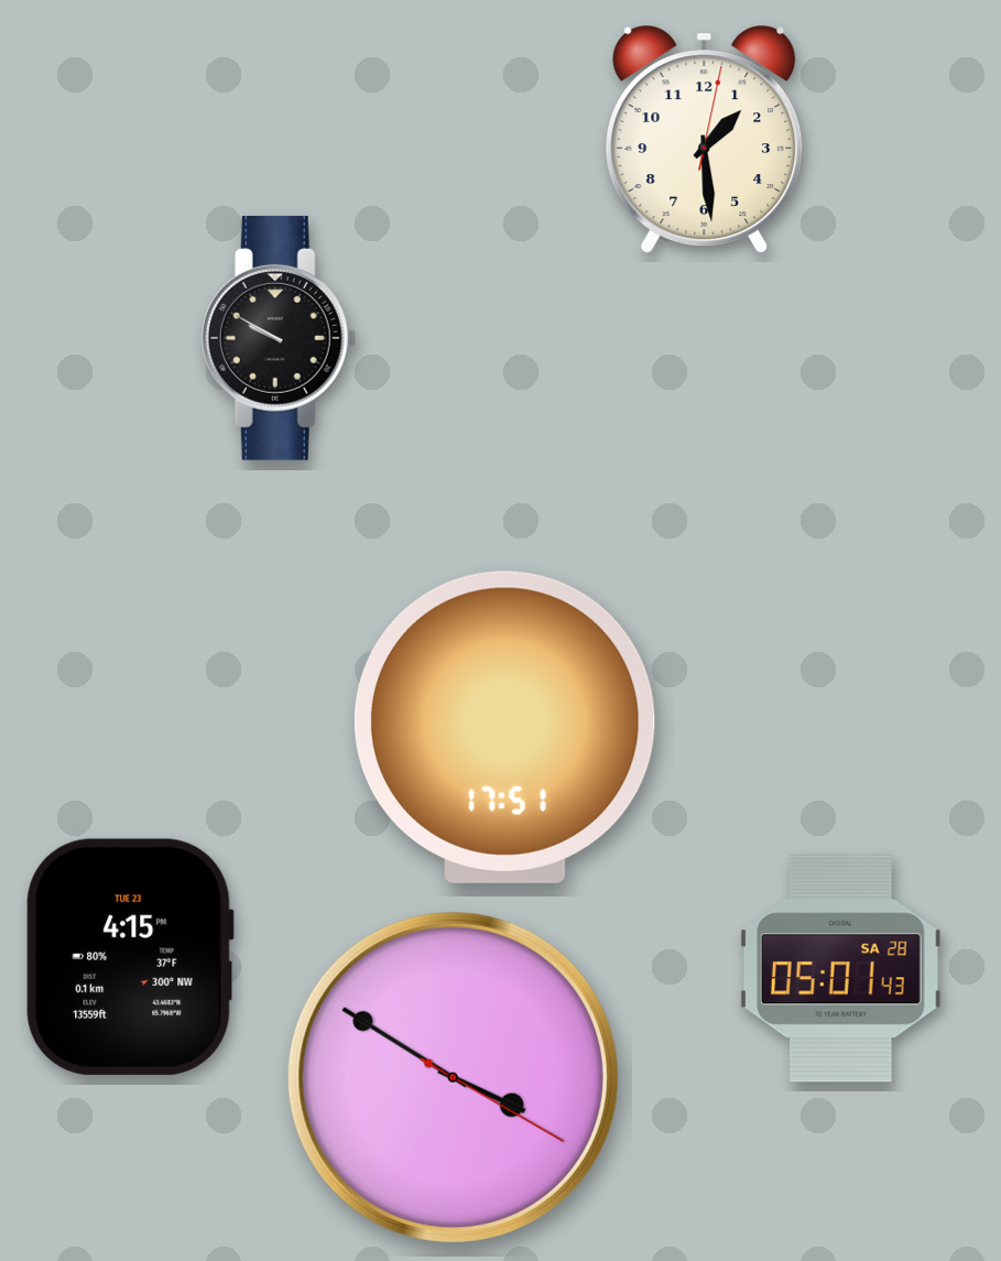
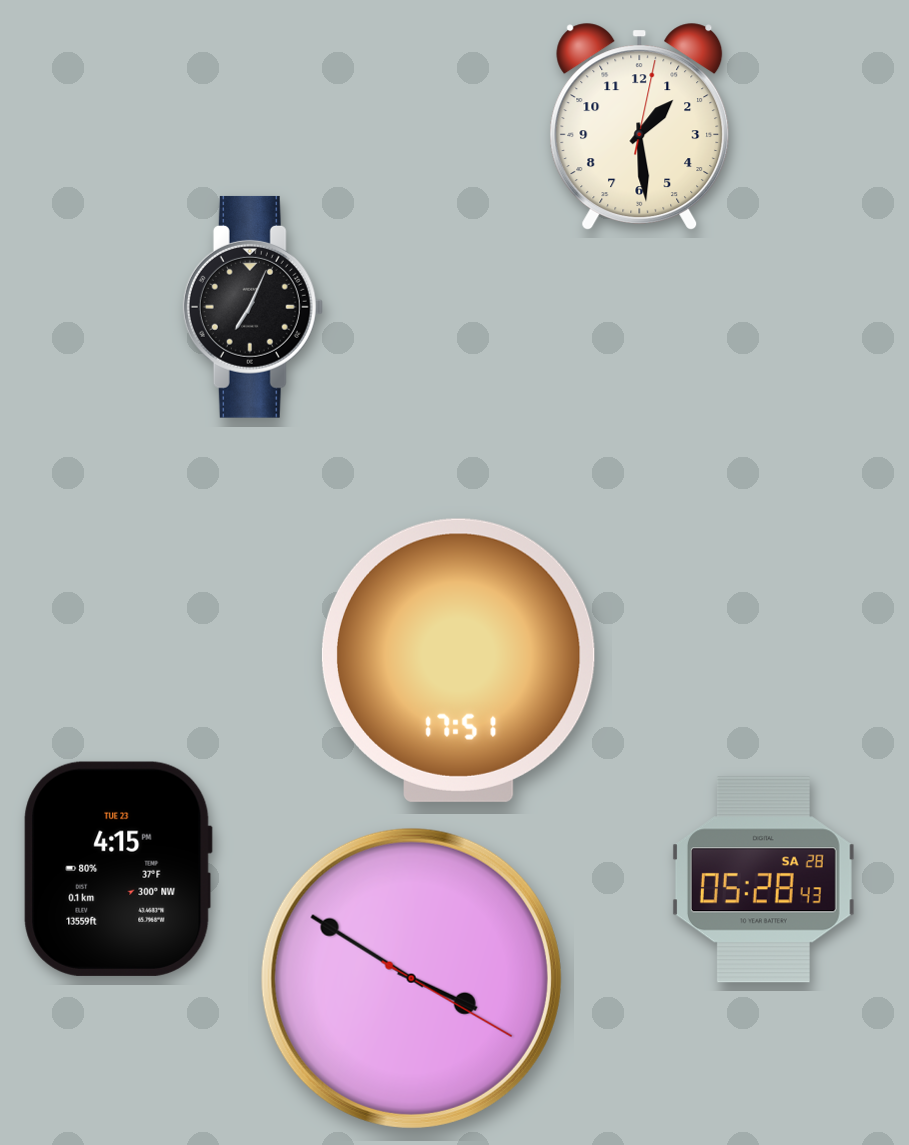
clock at (279, 338): 9:50 -> 7:04
clock at (840, 969): 05:01 -> 05:28
